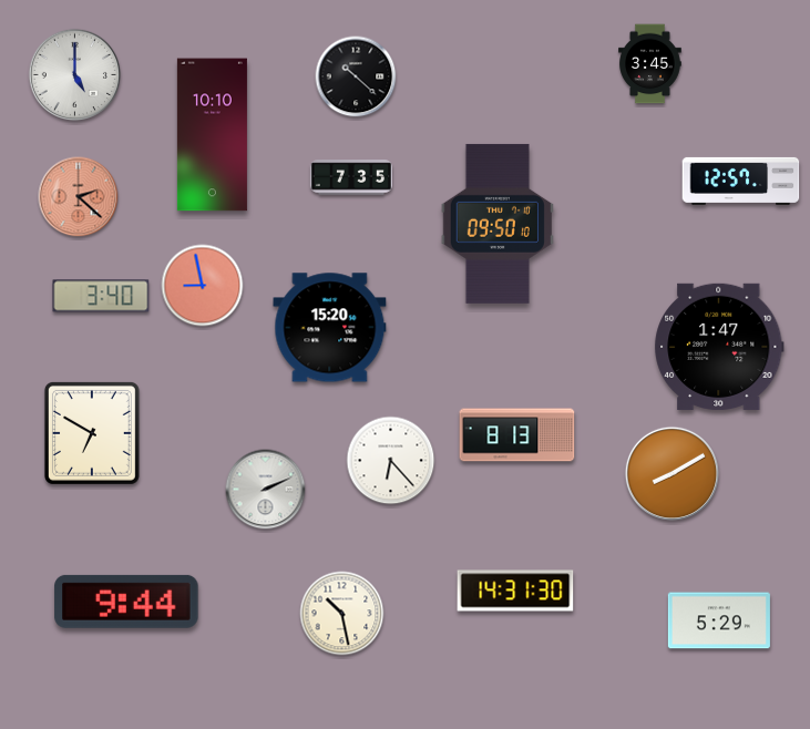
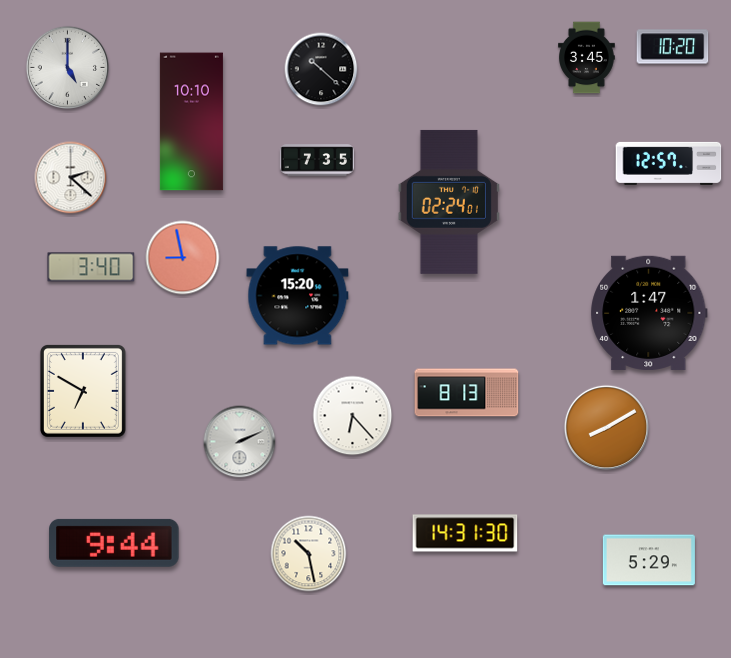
clock at (673, 47): none -> 10:20
clock at (79, 197) dial: salmon -> white
clock at (498, 224): 09:50 -> 02:24
